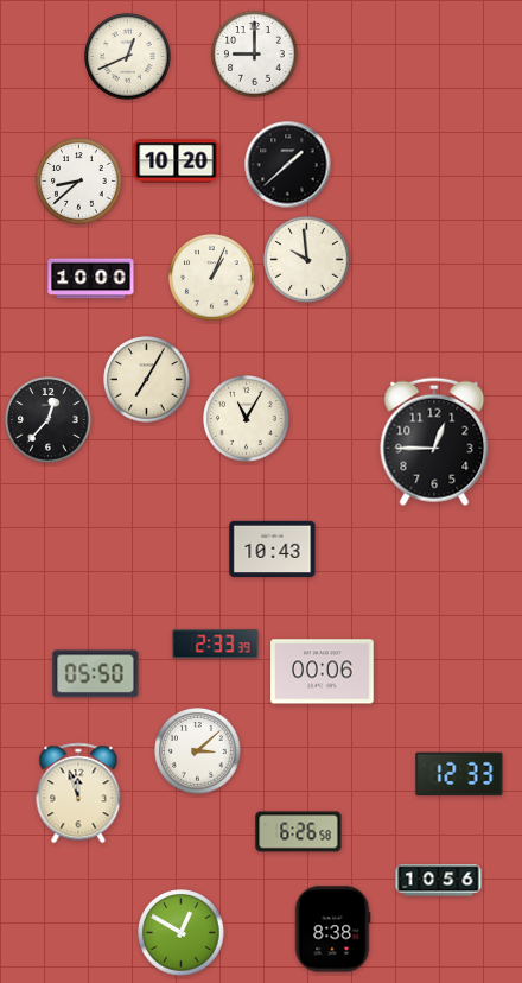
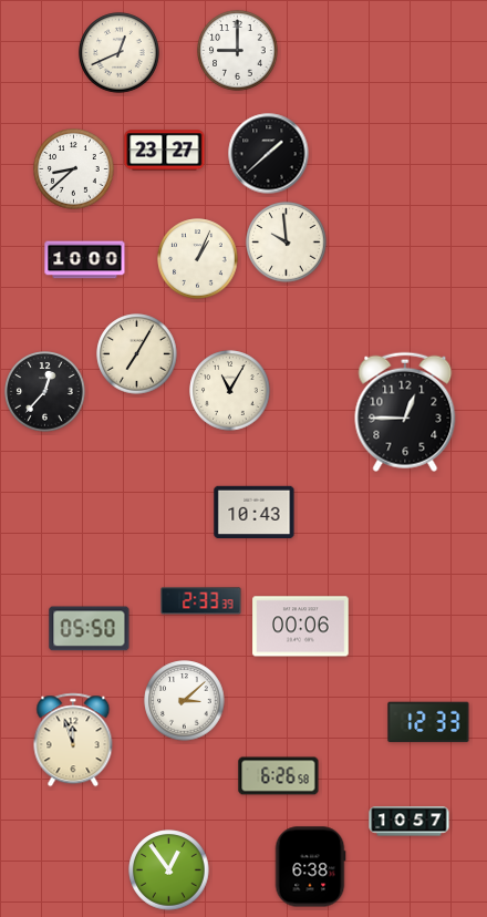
clock at (177, 161): 10:20 -> 23:27
clock at (439, 881): 10:56 -> 10:57
clock at (332, 930): 8:38 -> 6:38
clock at (182, 933): 12:50 -> 12:54
